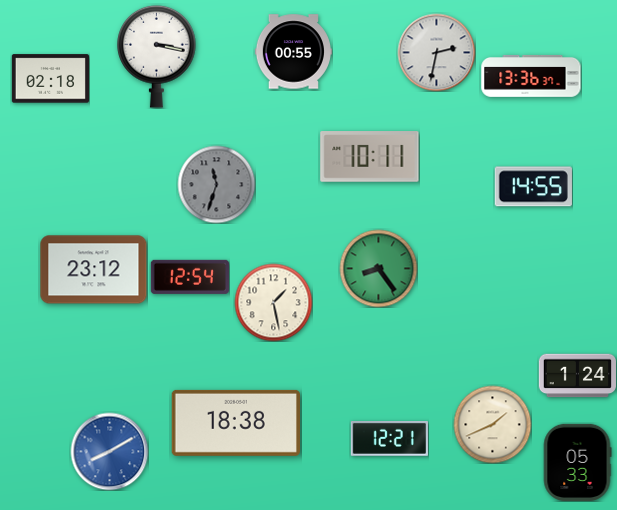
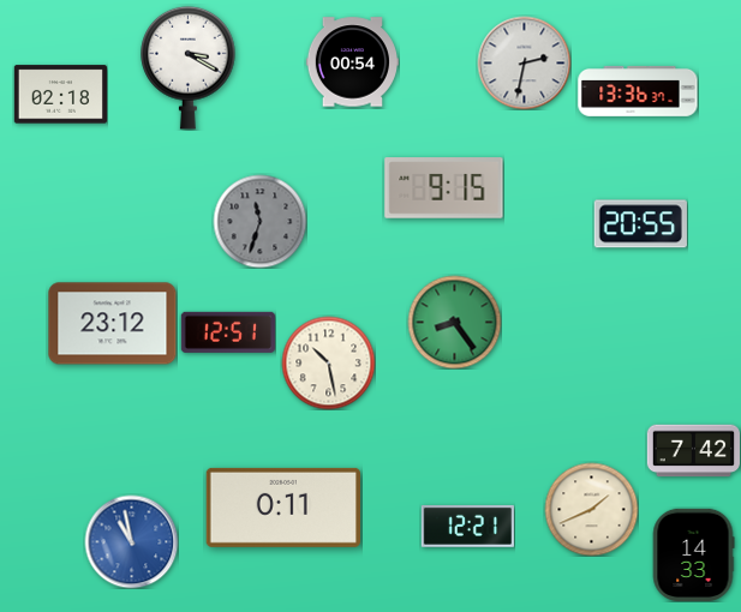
clock at (293, 52): 00:55 -> 00:54
clock at (157, 56): 3:17 -> 3:20
clock at (370, 157): 10:11 -> 9:15
clock at (533, 187): 14:55 -> 20:55
clock at (190, 277): 12:54 -> 12:51
clock at (273, 302): 1:28 -> 10:28
clock at (577, 376): 1:24 -> 7:42
clock at (235, 423): 18:38 -> 0:11
clock at (109, 451): 8:10 -> 10:58
clock at (577, 462): 05:33 -> 14:33
